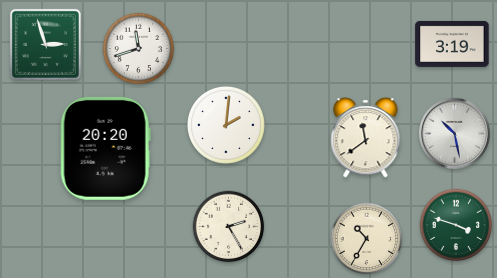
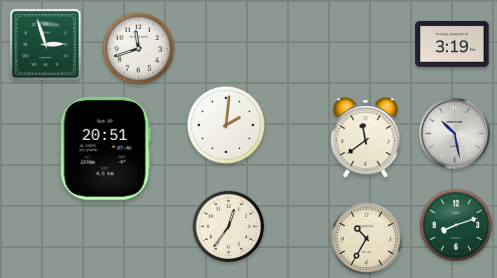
clock at (105, 148): 20:20 -> 20:51
clock at (456, 225): 3:48 -> 8:12
clock at (229, 227): 2:25 -> 12:36
